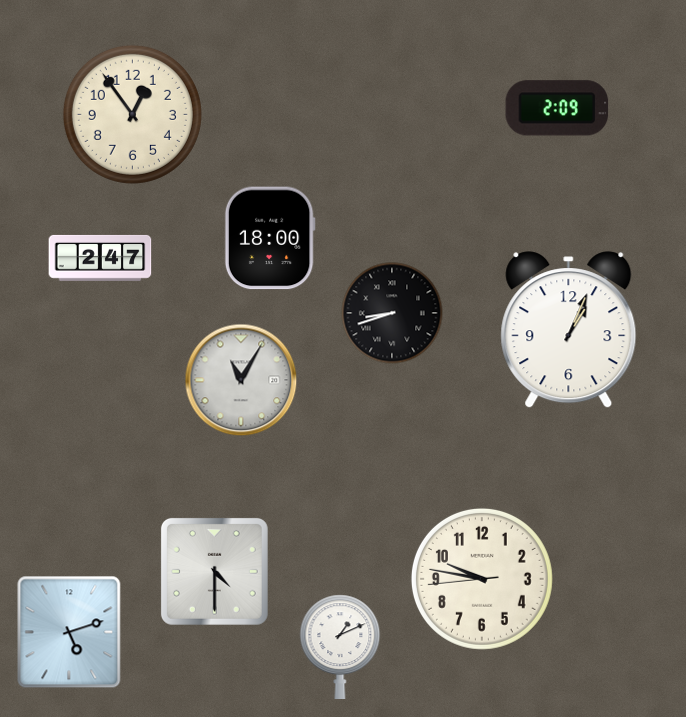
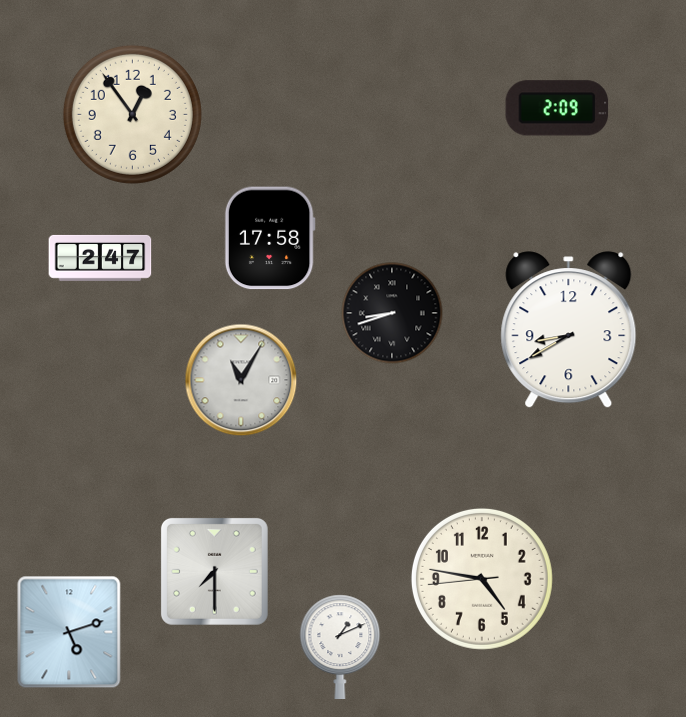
clock at (270, 238): 18:00 -> 17:58
clock at (569, 330): 1:04 -> 8:40
clock at (214, 571): 4:30 -> 7:30
clock at (482, 579): 9:46 -> 4:46
